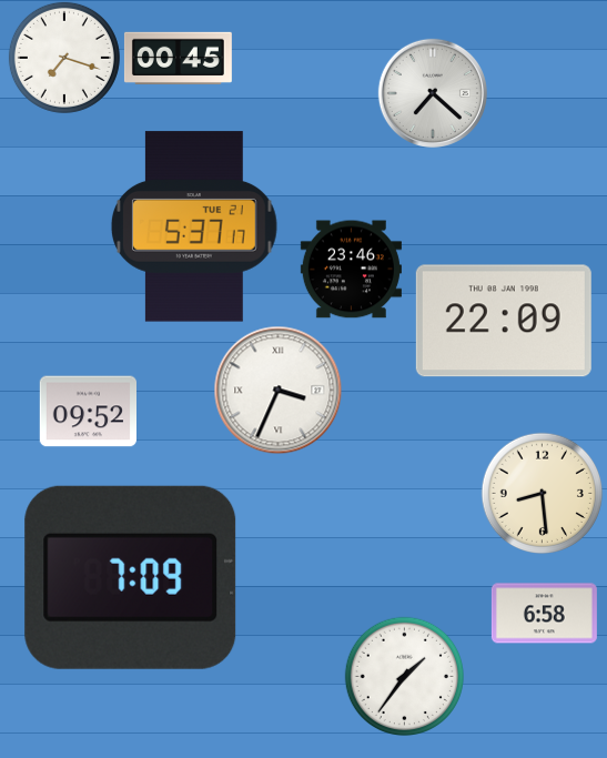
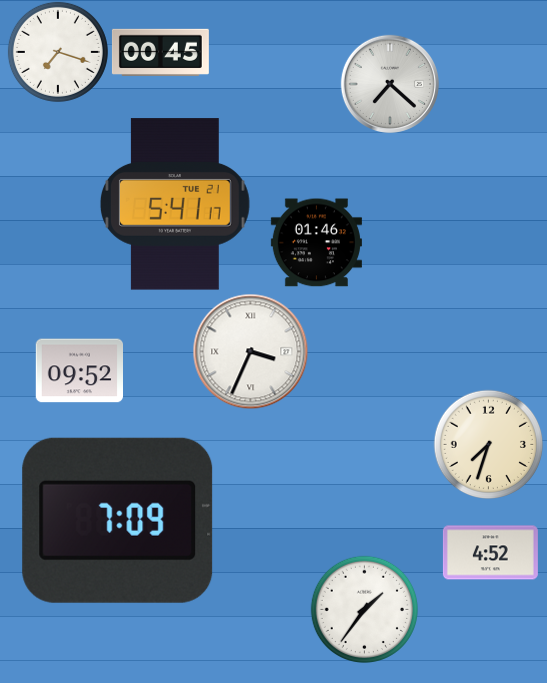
clock at (194, 226): 5:37 -> 5:41
clock at (351, 270): 23:46 -> 01:46
clock at (504, 321): 22:09 -> none
clock at (542, 493): 8:29 -> 7:33
clock at (544, 614): 6:58 -> 4:52
